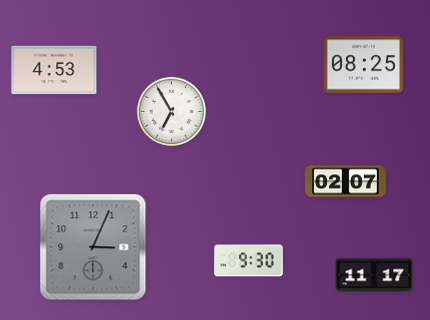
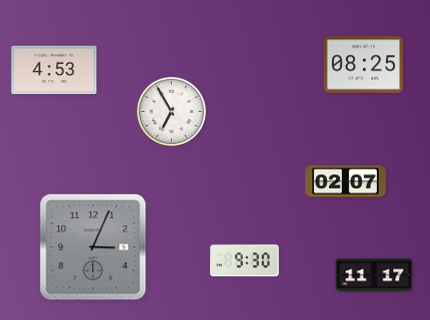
clock at (249, 261) position: (249, 261) -> (245, 261)
